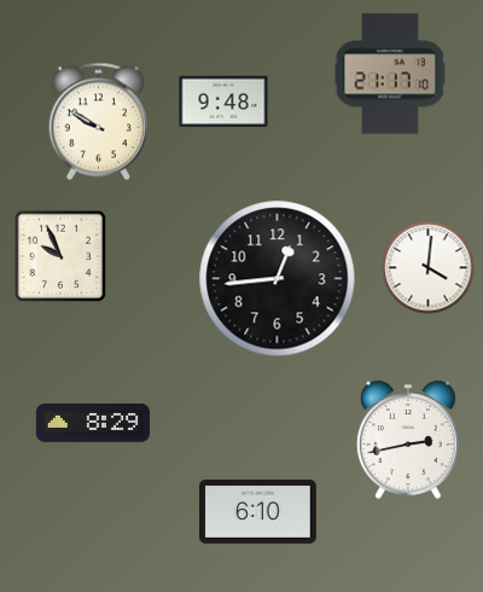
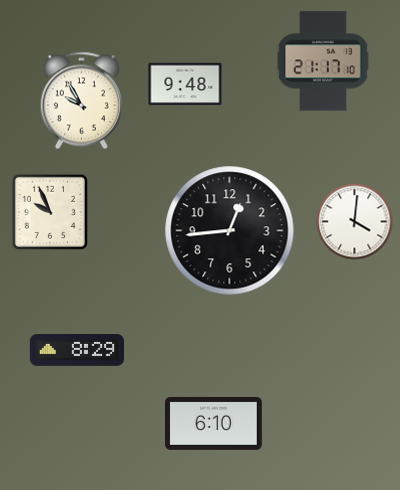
clock at (98, 122): 9:50 -> 9:55
clock at (408, 440): 2:43 -> none
